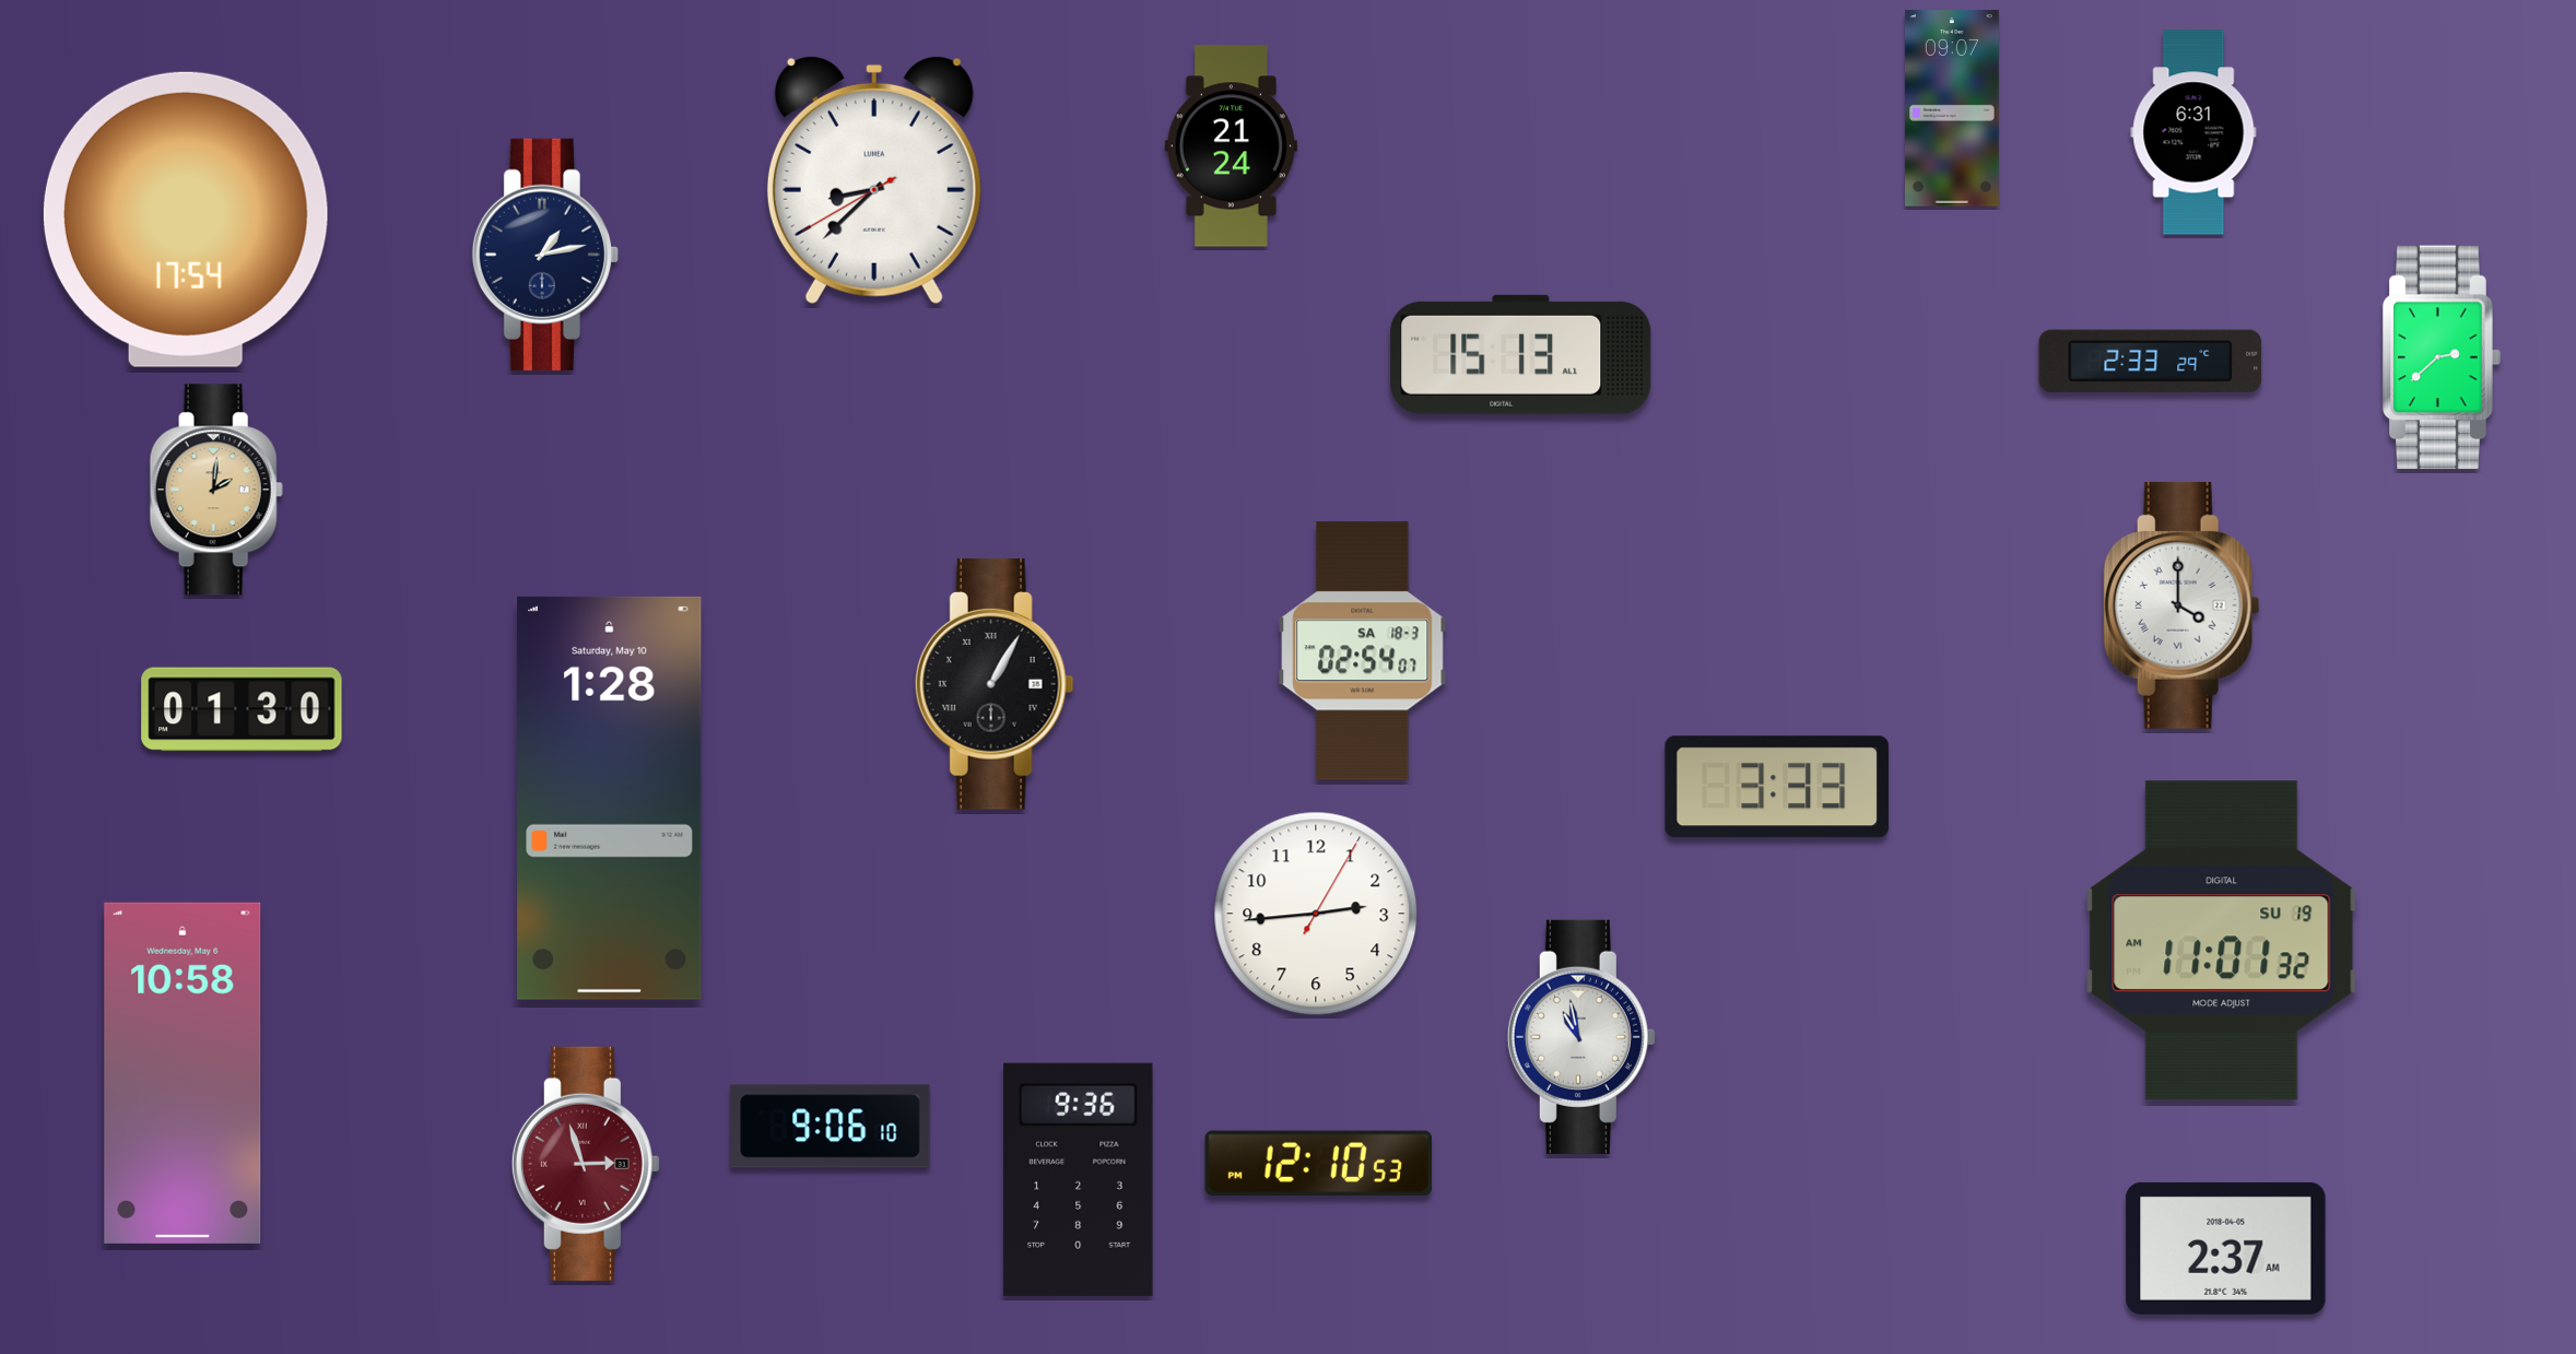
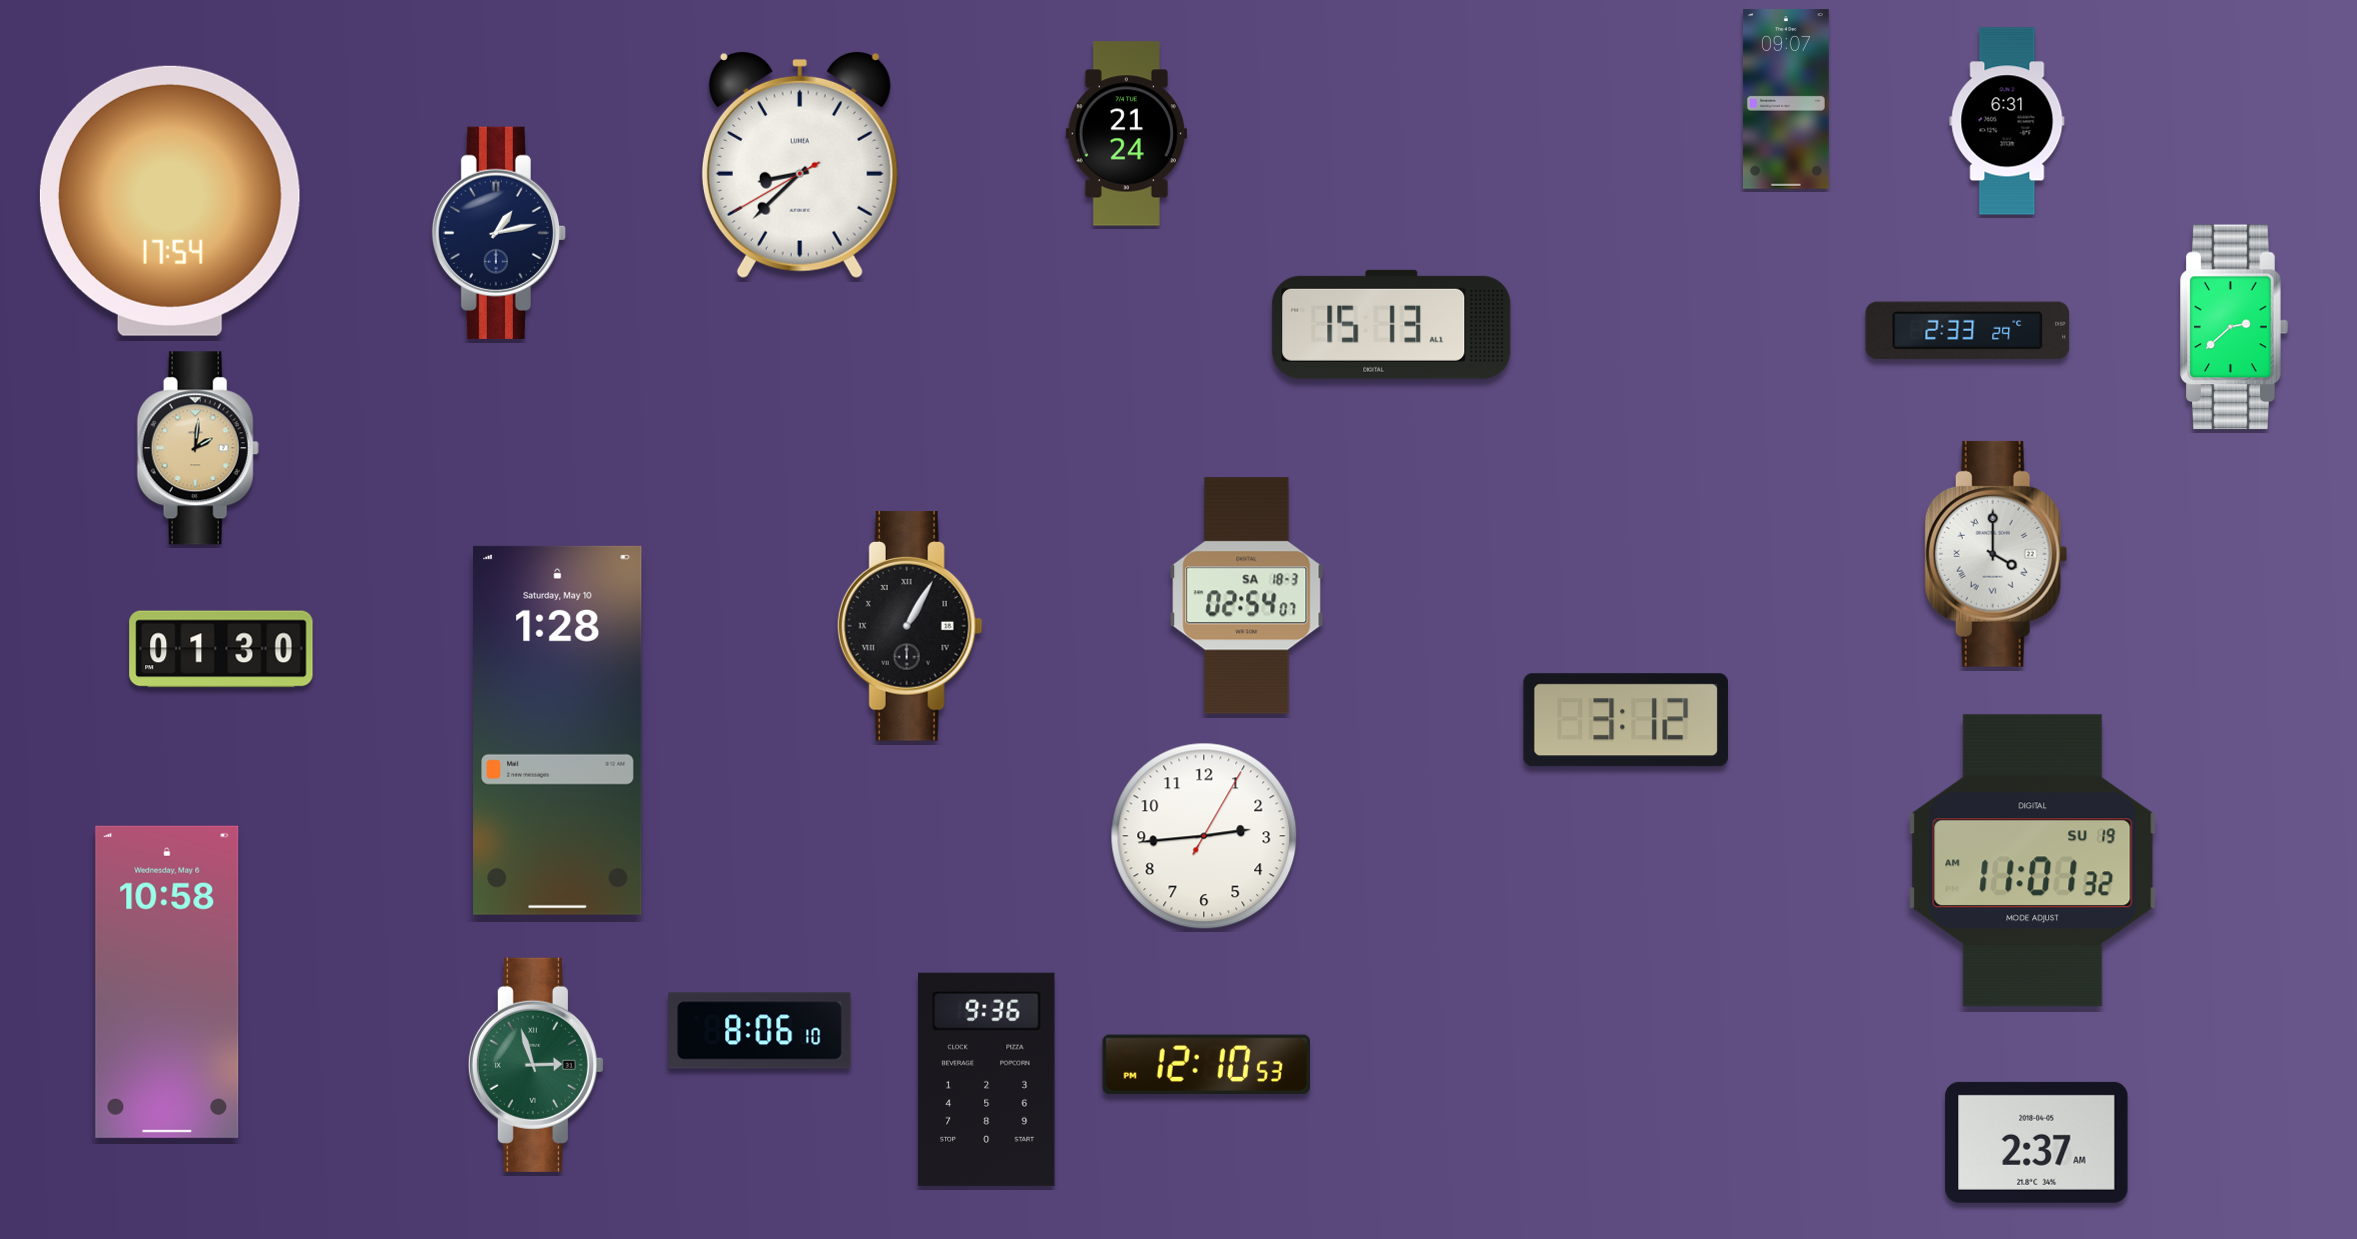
clock at (1777, 787): 3:33 -> 3:12
clock at (1581, 1037): 10:58 -> none
clock at (831, 1127): 9:06 -> 8:06
clock at (586, 1164) dial: burgundy -> green
